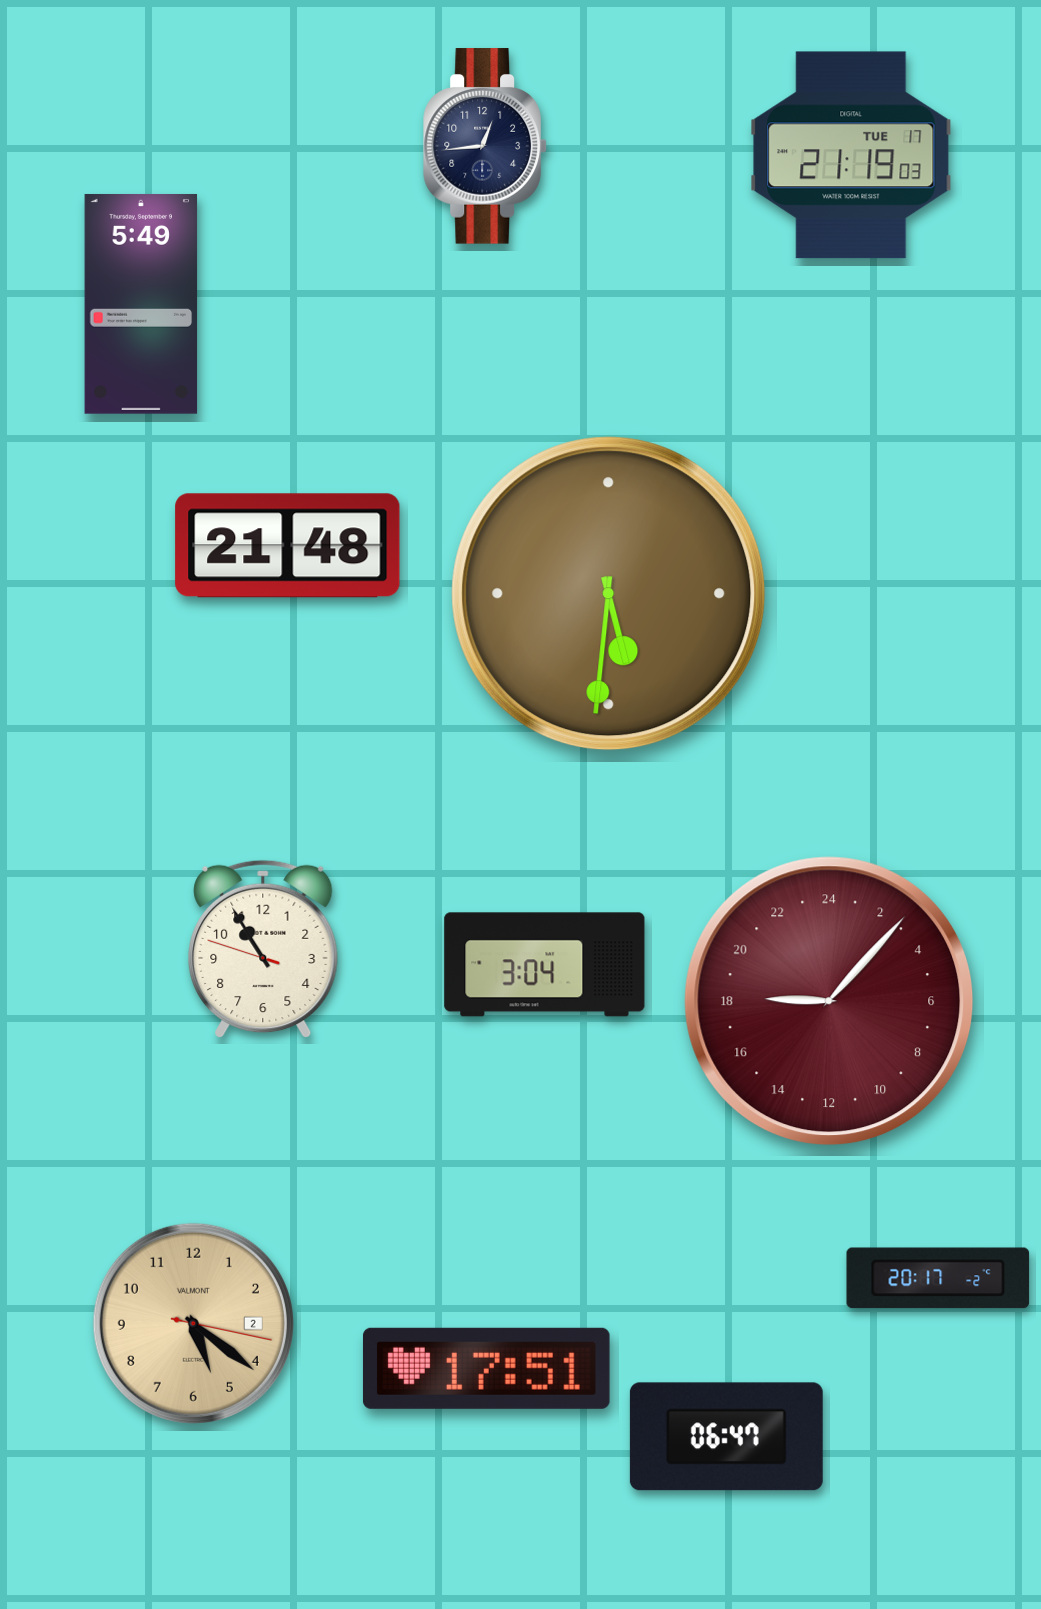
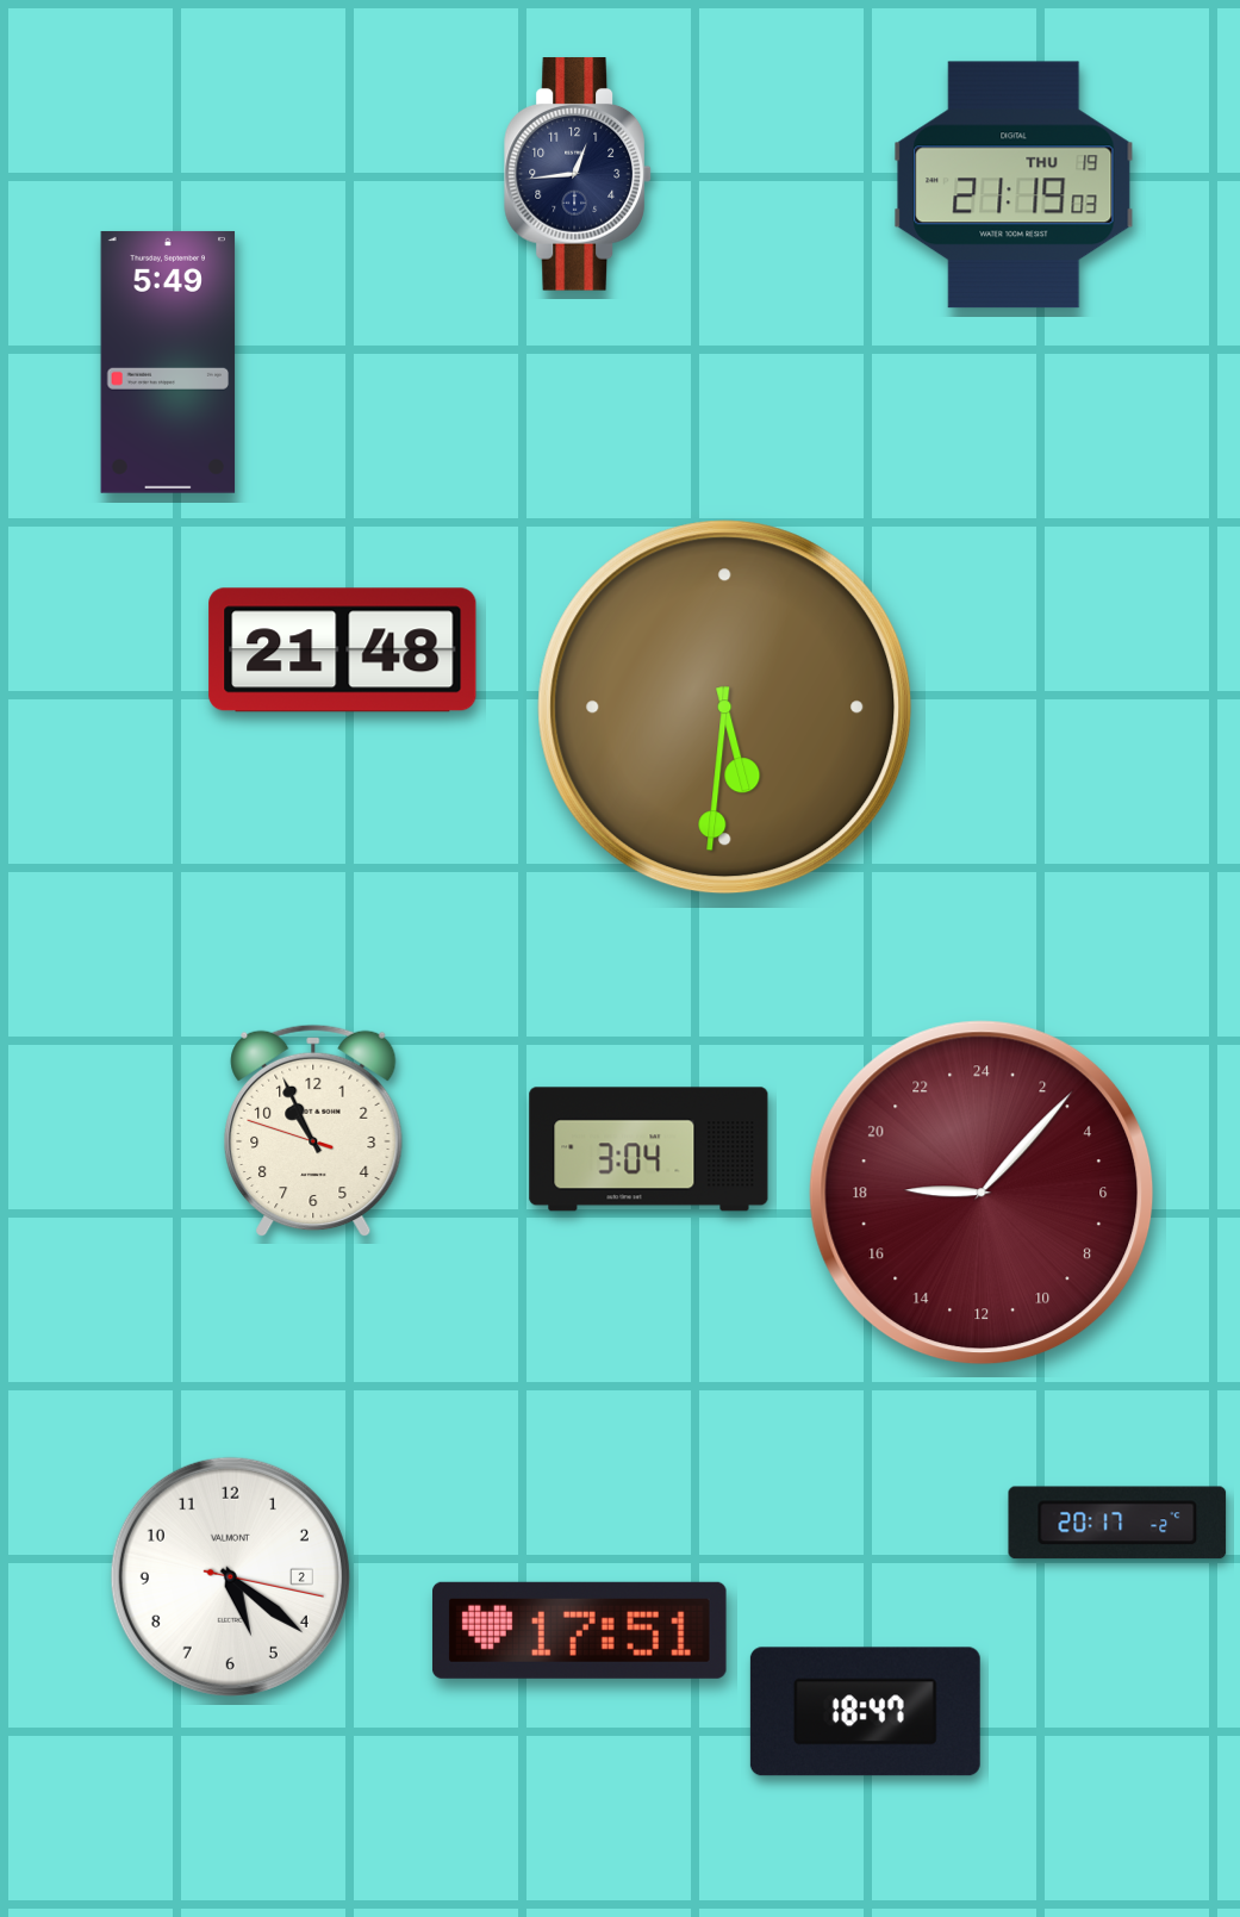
clock at (851, 155) date: TUE 17 -> THU 19
clock at (263, 949): 10:54 -> 10:55
clock at (829, 1001) position: (829, 1001) -> (982, 1193)
clock at (193, 1323) dial: champagne -> white
clock at (726, 1437): 06:47 -> 18:47
